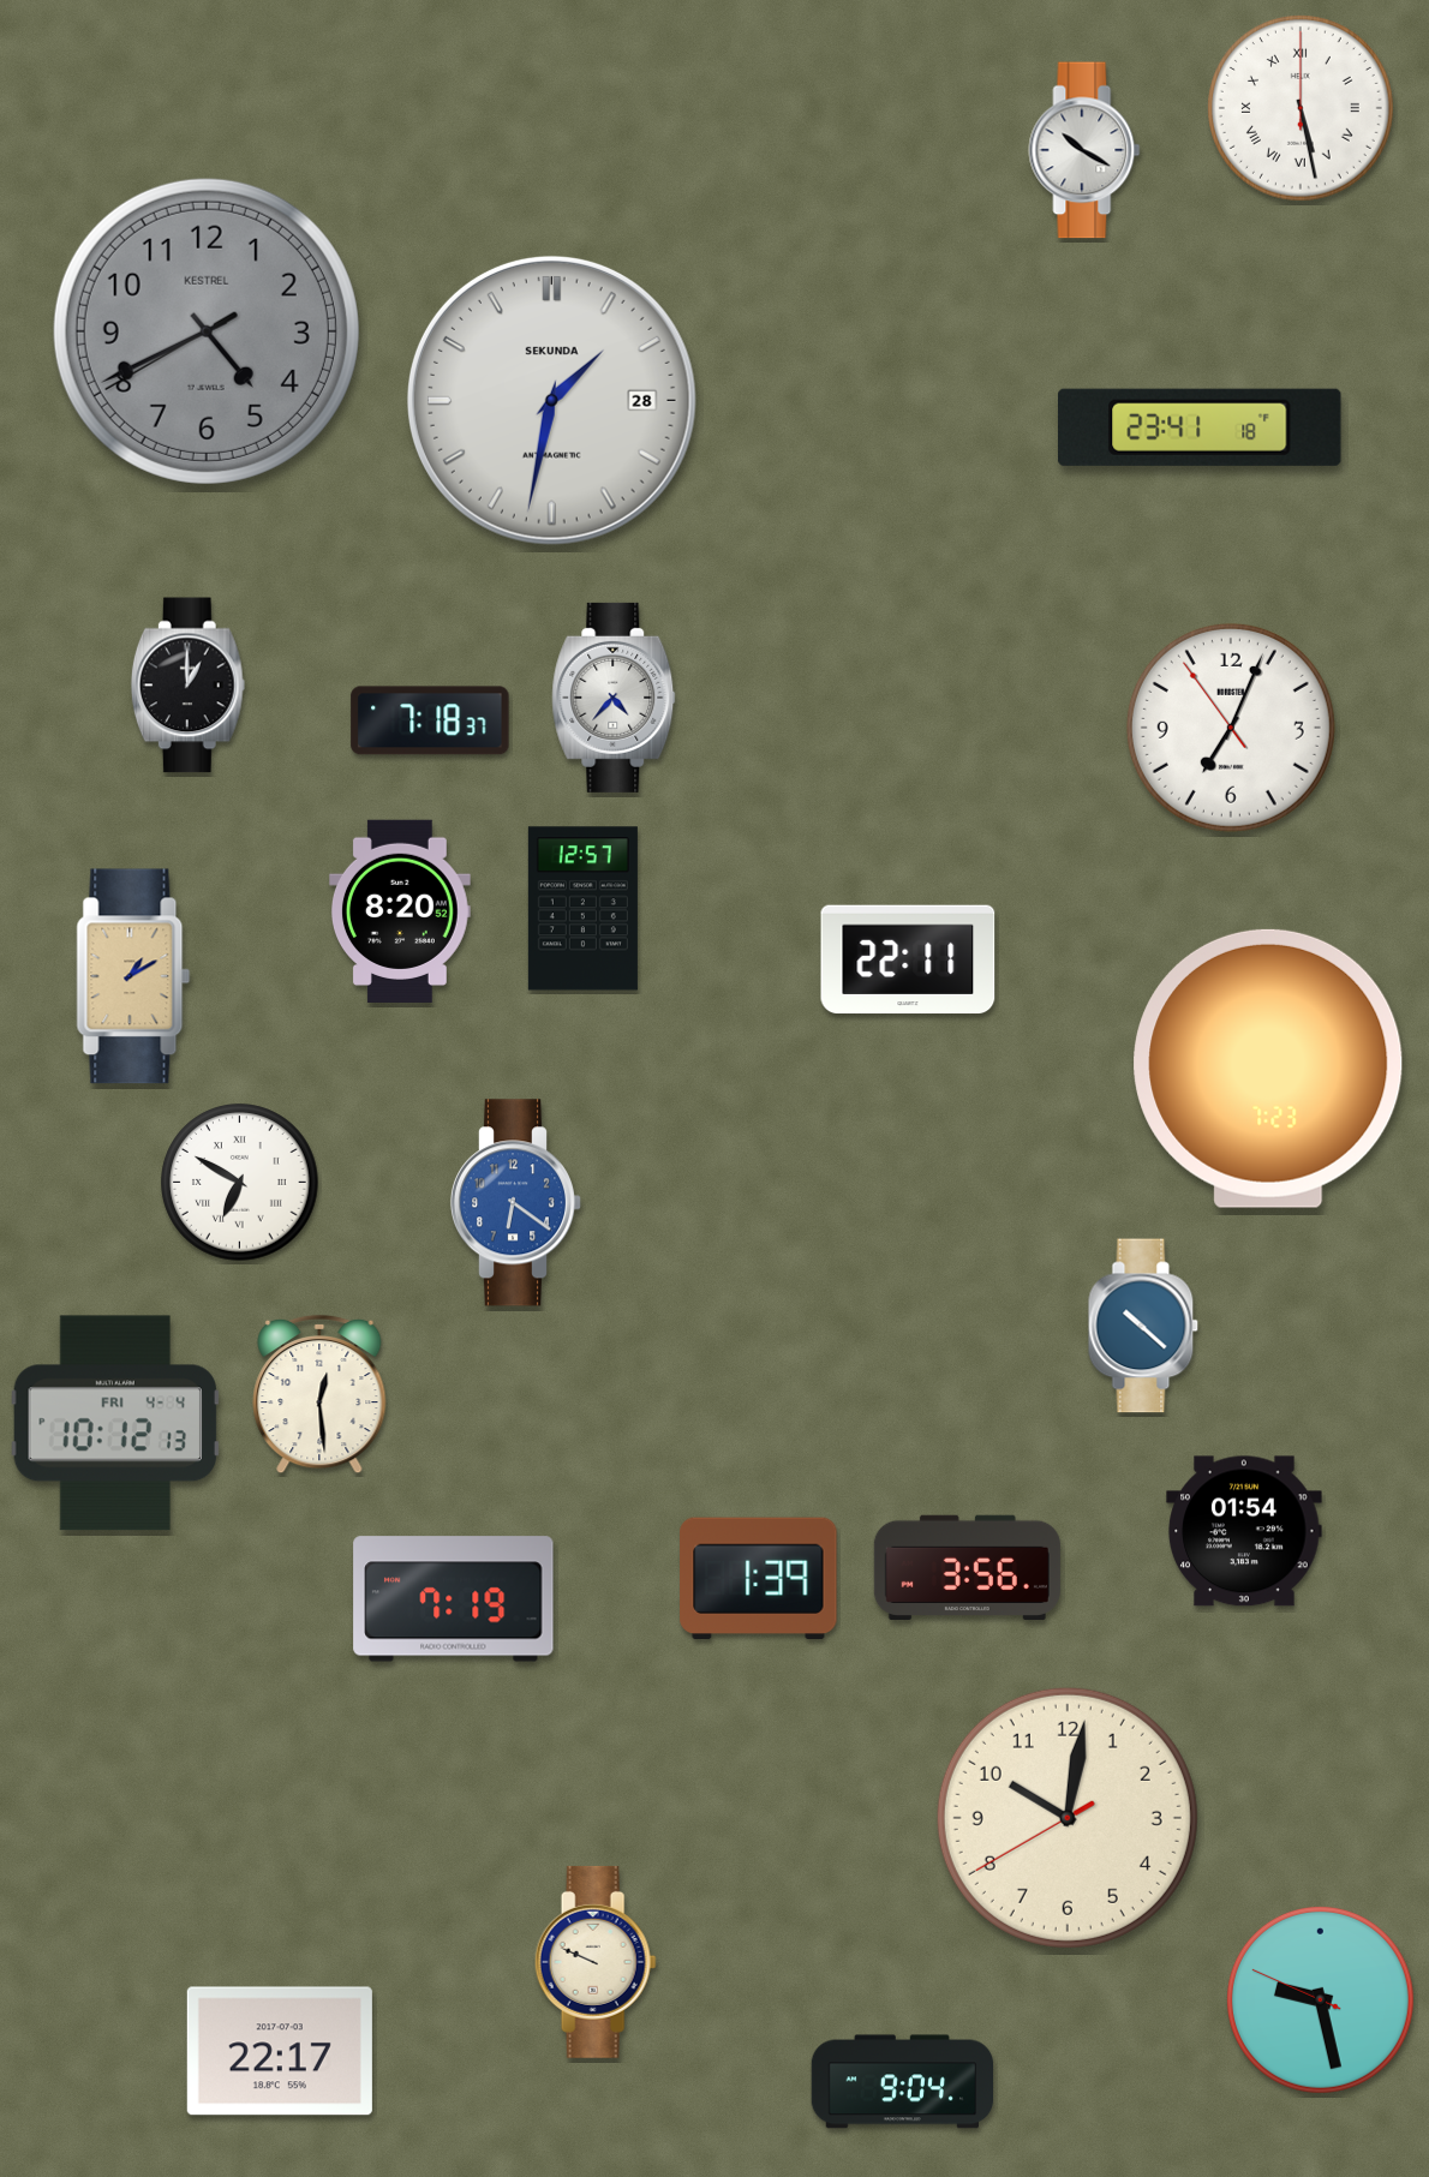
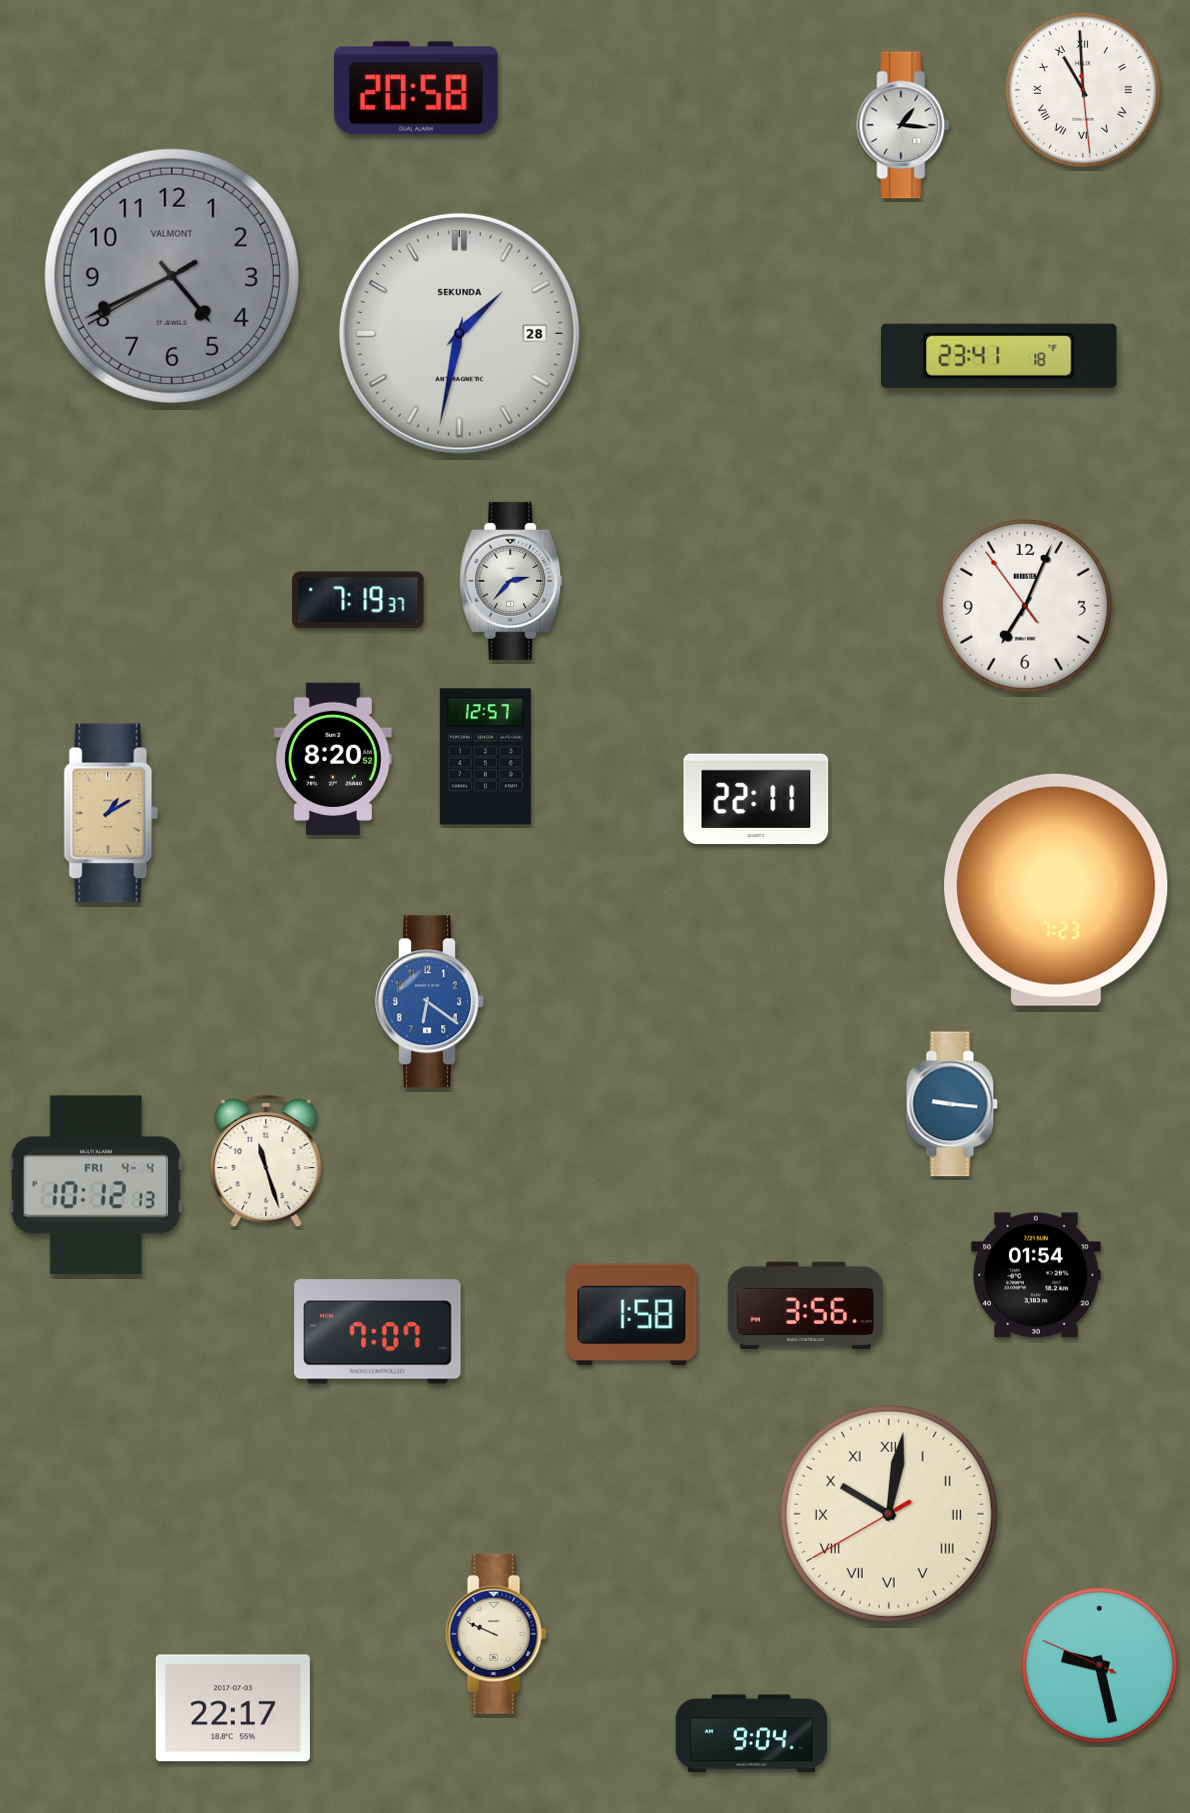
clock at (417, 88): none -> 20:58
clock at (1301, 108): 5:28 -> 10:59
clock at (1084, 150): 10:20 -> 1:16
clock at (207, 331) brand: KESTREL -> VALMONT
clock at (187, 686): 1:00 -> none
clock at (614, 698): 4:37 -> 2:37
clock at (430, 720): 7:18 -> 7:19
clock at (240, 1183): 6:50 -> none
clock at (1143, 1326): 10:22 -> 9:16
clock at (319, 1394): 12:29 -> 11:27
clock at (759, 1578): 1:39 -> 1:58
clock at (454, 1599): 7:19 -> 7:07
clock at (1068, 1818) numerals: Arabic -> Roman
